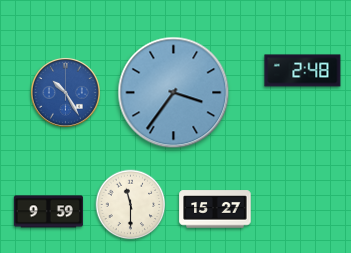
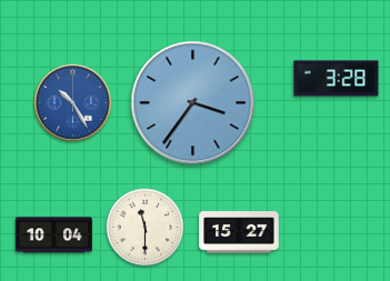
clock at (303, 71): 2:48 -> 3:28
clock at (48, 212): 9:59 -> 10:04
